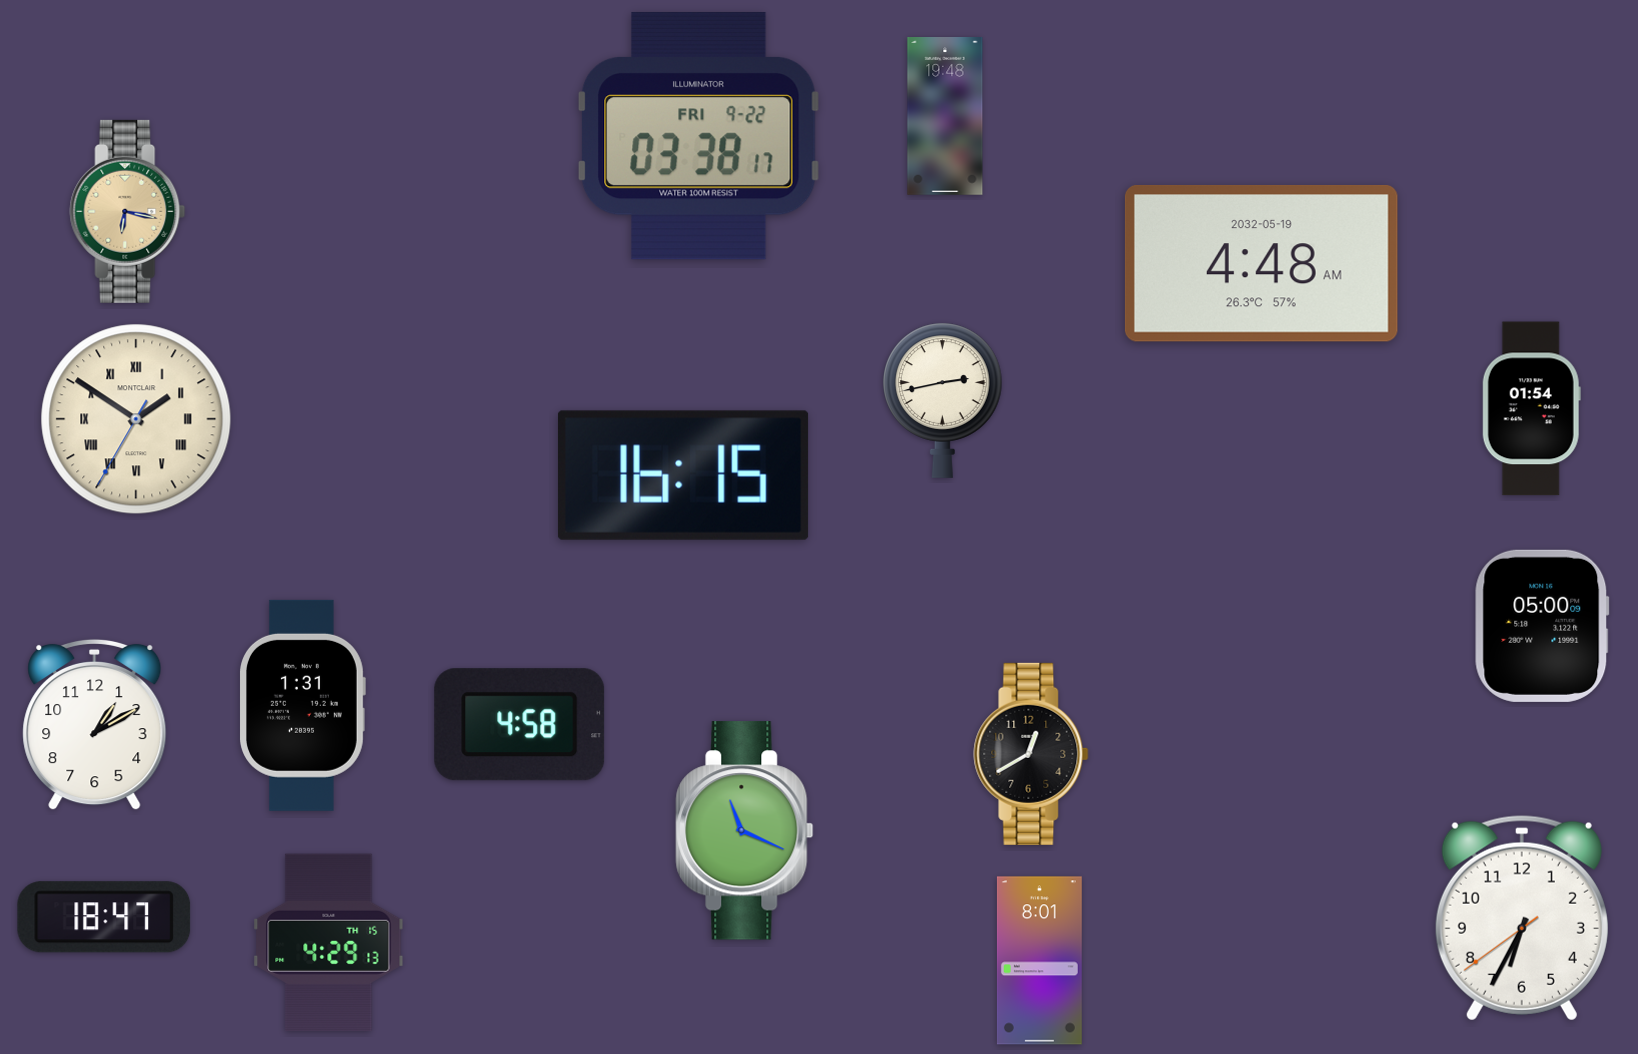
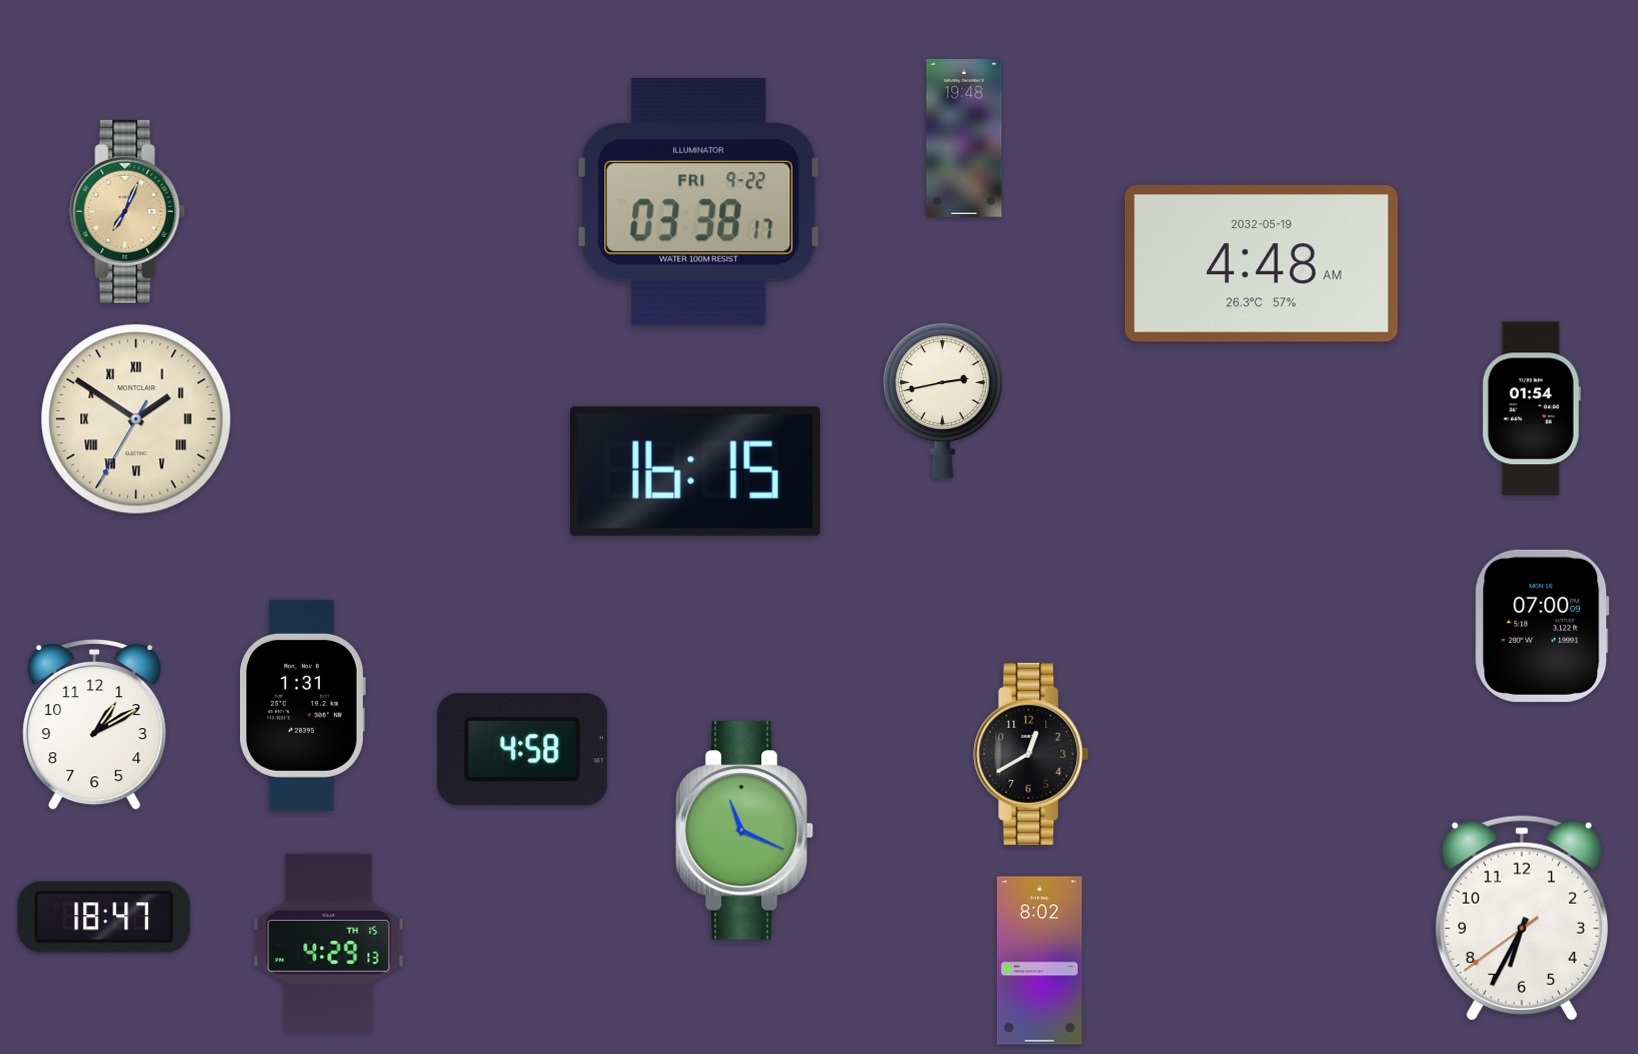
clock at (945, 117) position: (945, 117) -> (964, 139)
clock at (699, 136) position: (699, 136) -> (699, 202)
clock at (128, 211): 6:17 -> 7:04
clock at (683, 475) position: (683, 475) -> (695, 471)
clock at (1542, 626): 05:00 -> 07:00
clock at (520, 725) position: (520, 725) -> (523, 750)
clock at (1039, 961): 8:01 -> 8:02
